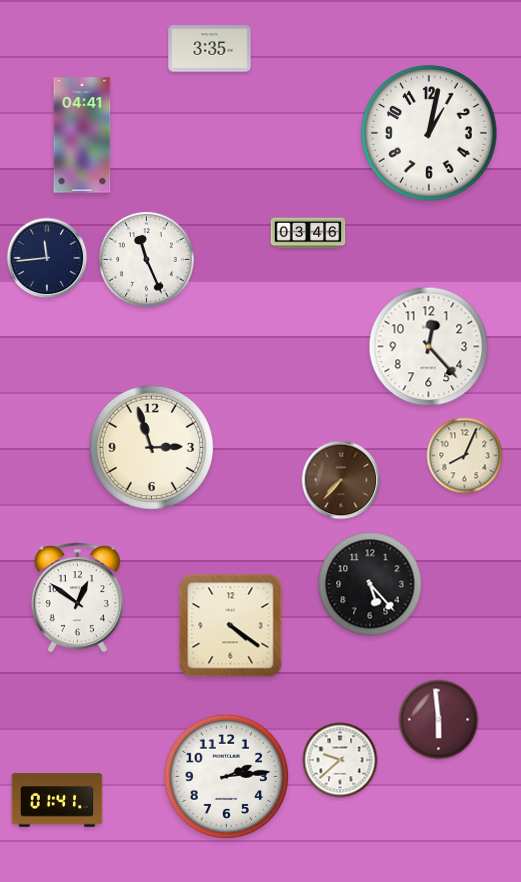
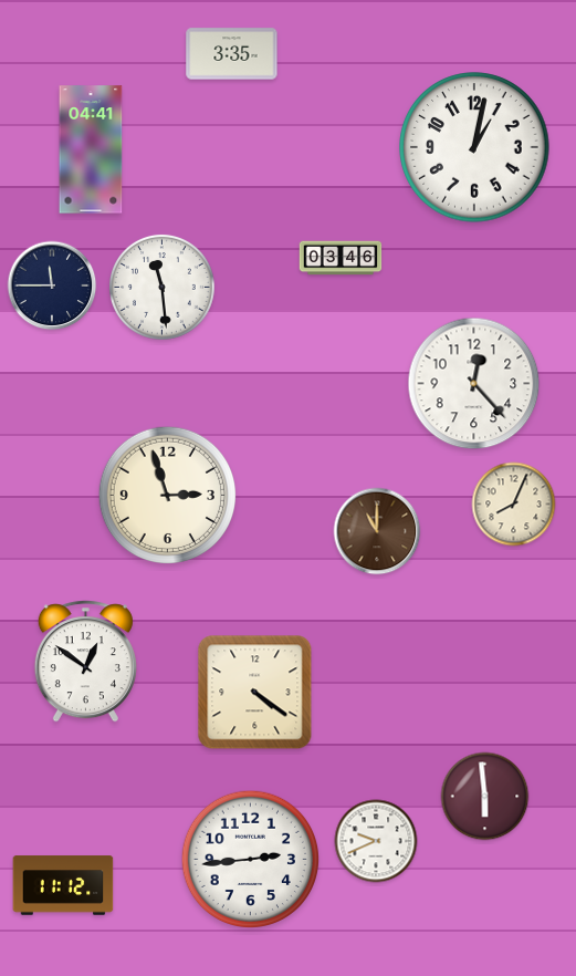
clock at (47, 258): 11:44 -> 11:45
clock at (146, 259): 11:26 -> 11:29
clock at (341, 480): 7:37 -> 11:00
clock at (370, 584): 5:23 -> none
clock at (340, 760): 9:38 -> 9:41
clock at (226, 776): 2:14 -> 2:44
clock at (57, 800): 01:41 -> 11:12
